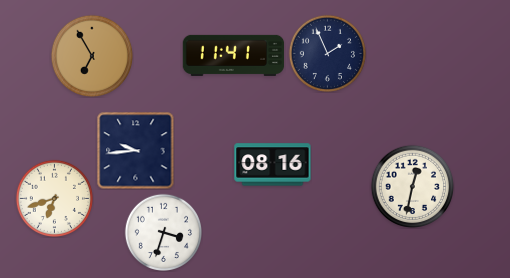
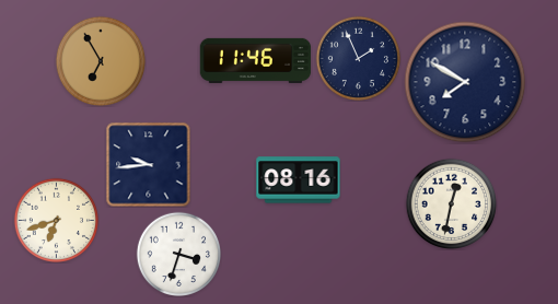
clock at (234, 55): 11:41 -> 11:46
clock at (465, 82): none -> 7:50
clock at (54, 198) position: (54, 198) -> (56, 220)
